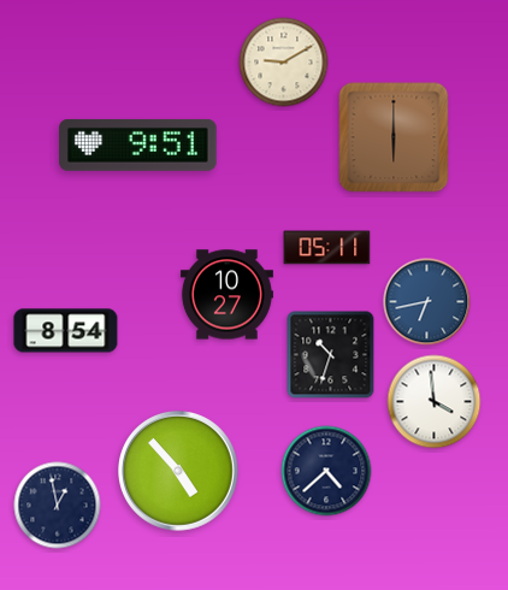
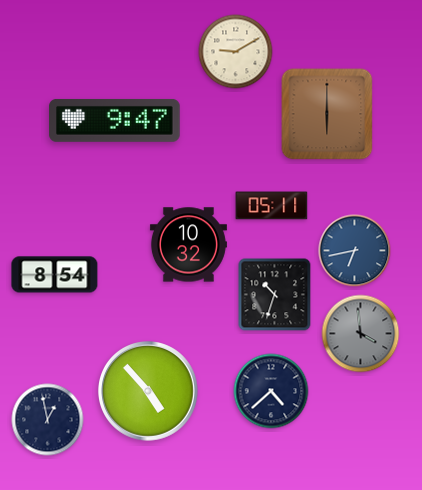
clock at (138, 144): 9:51 -> 9:47
clock at (226, 295): 10:27 -> 10:32
clock at (435, 402) dial: white -> grey
